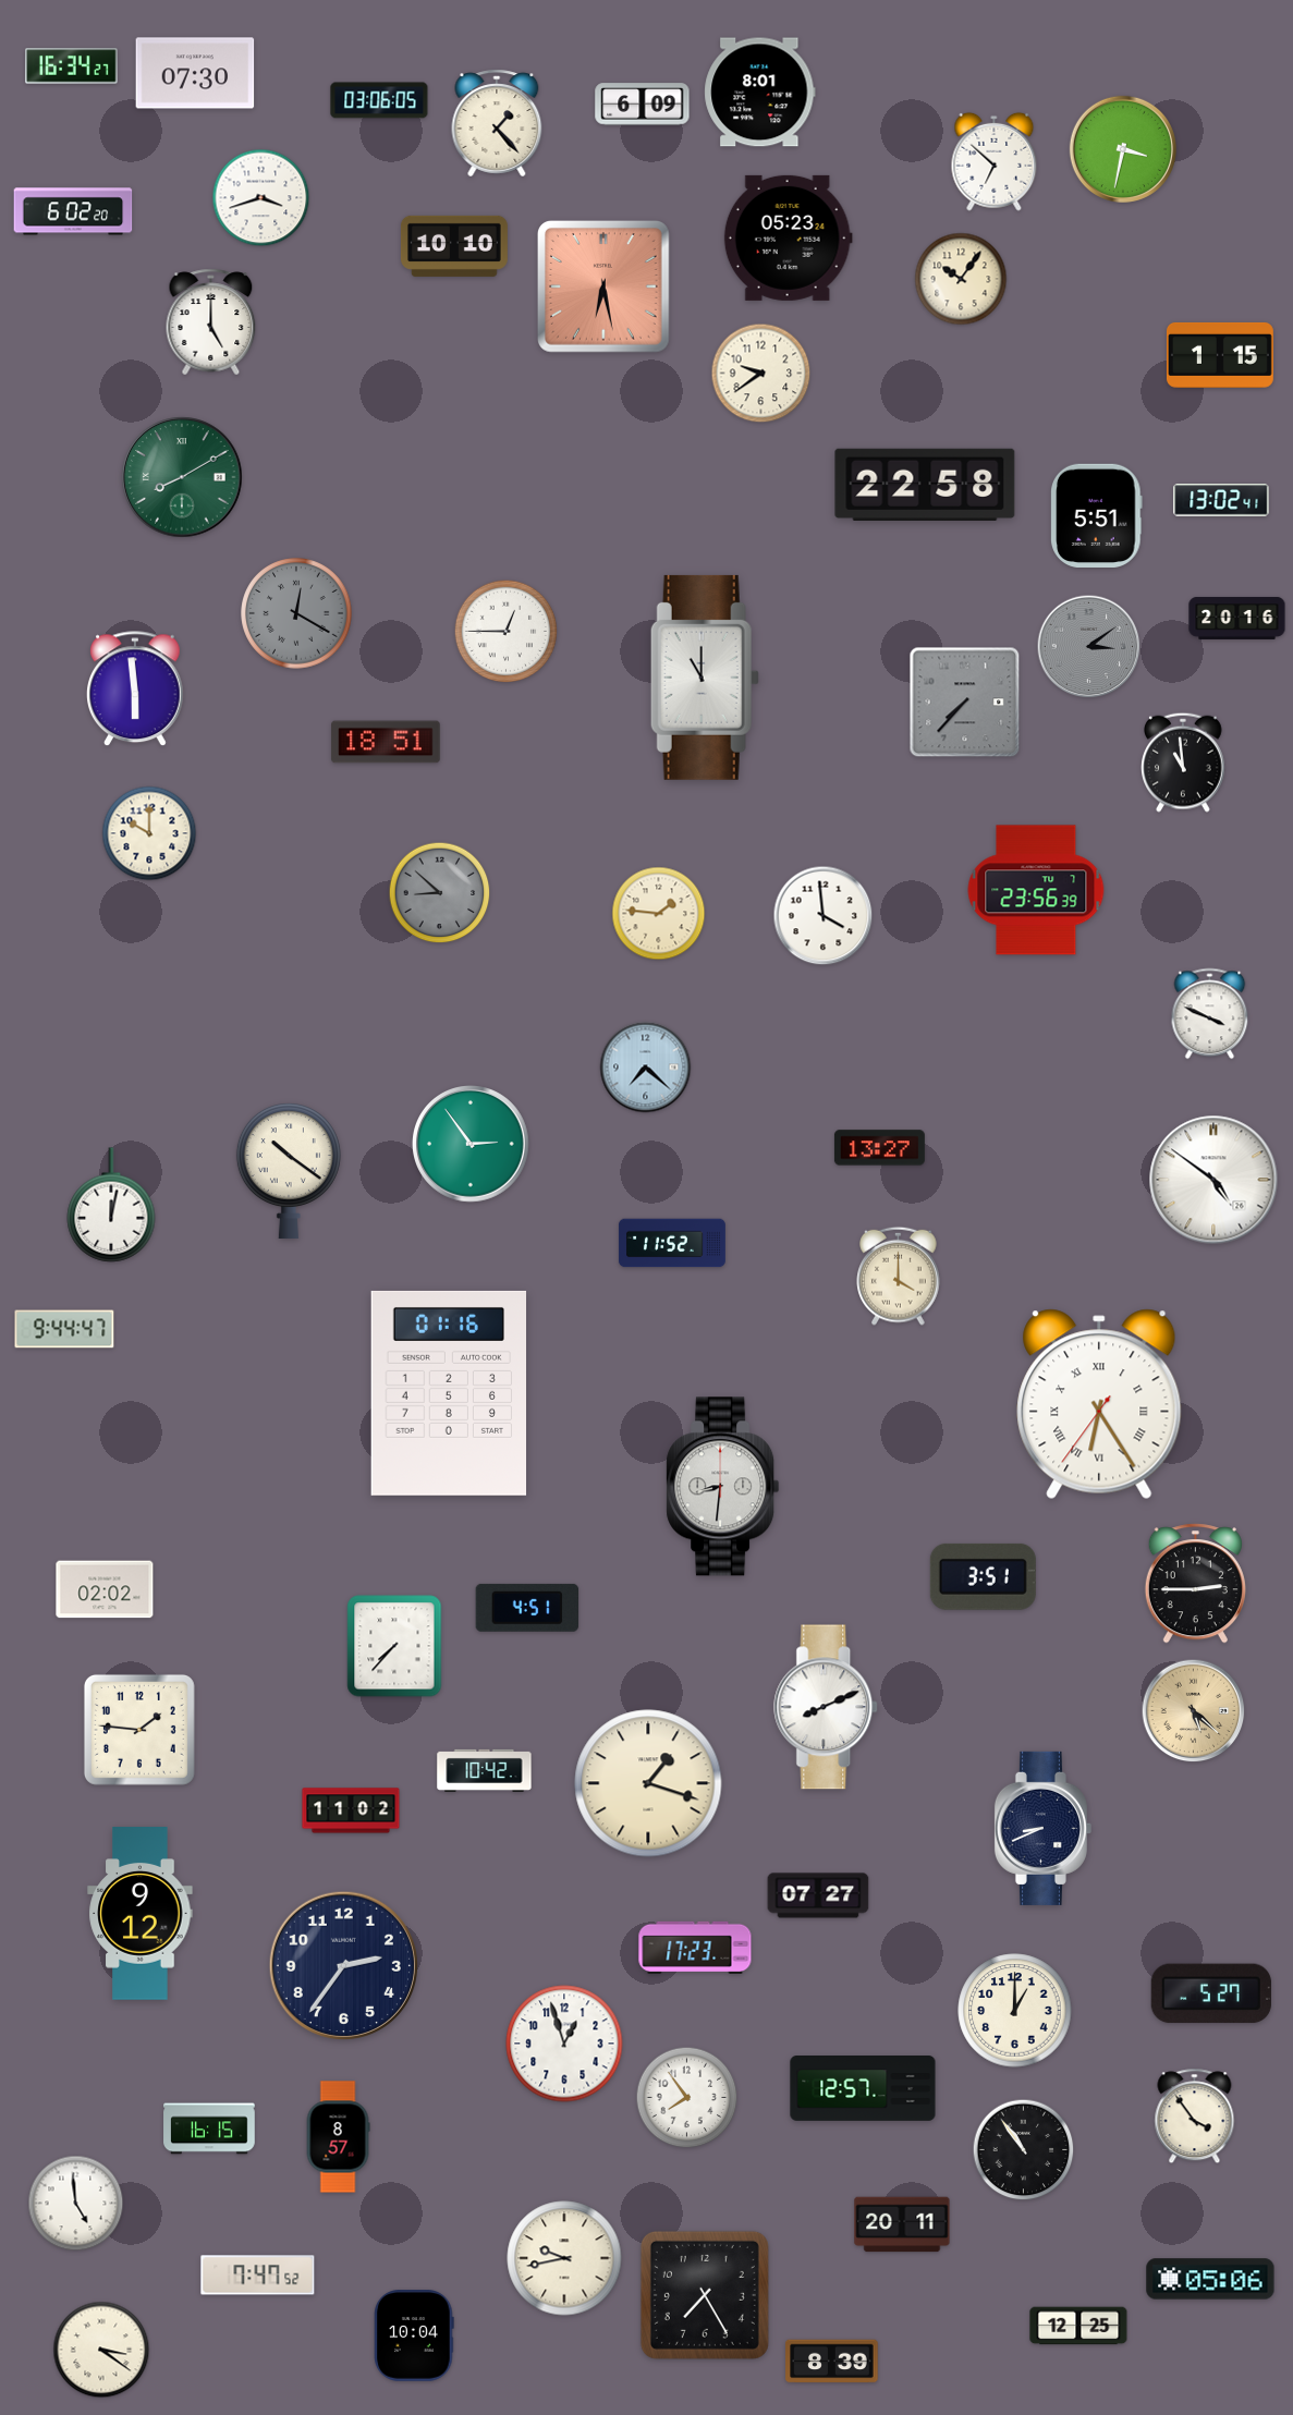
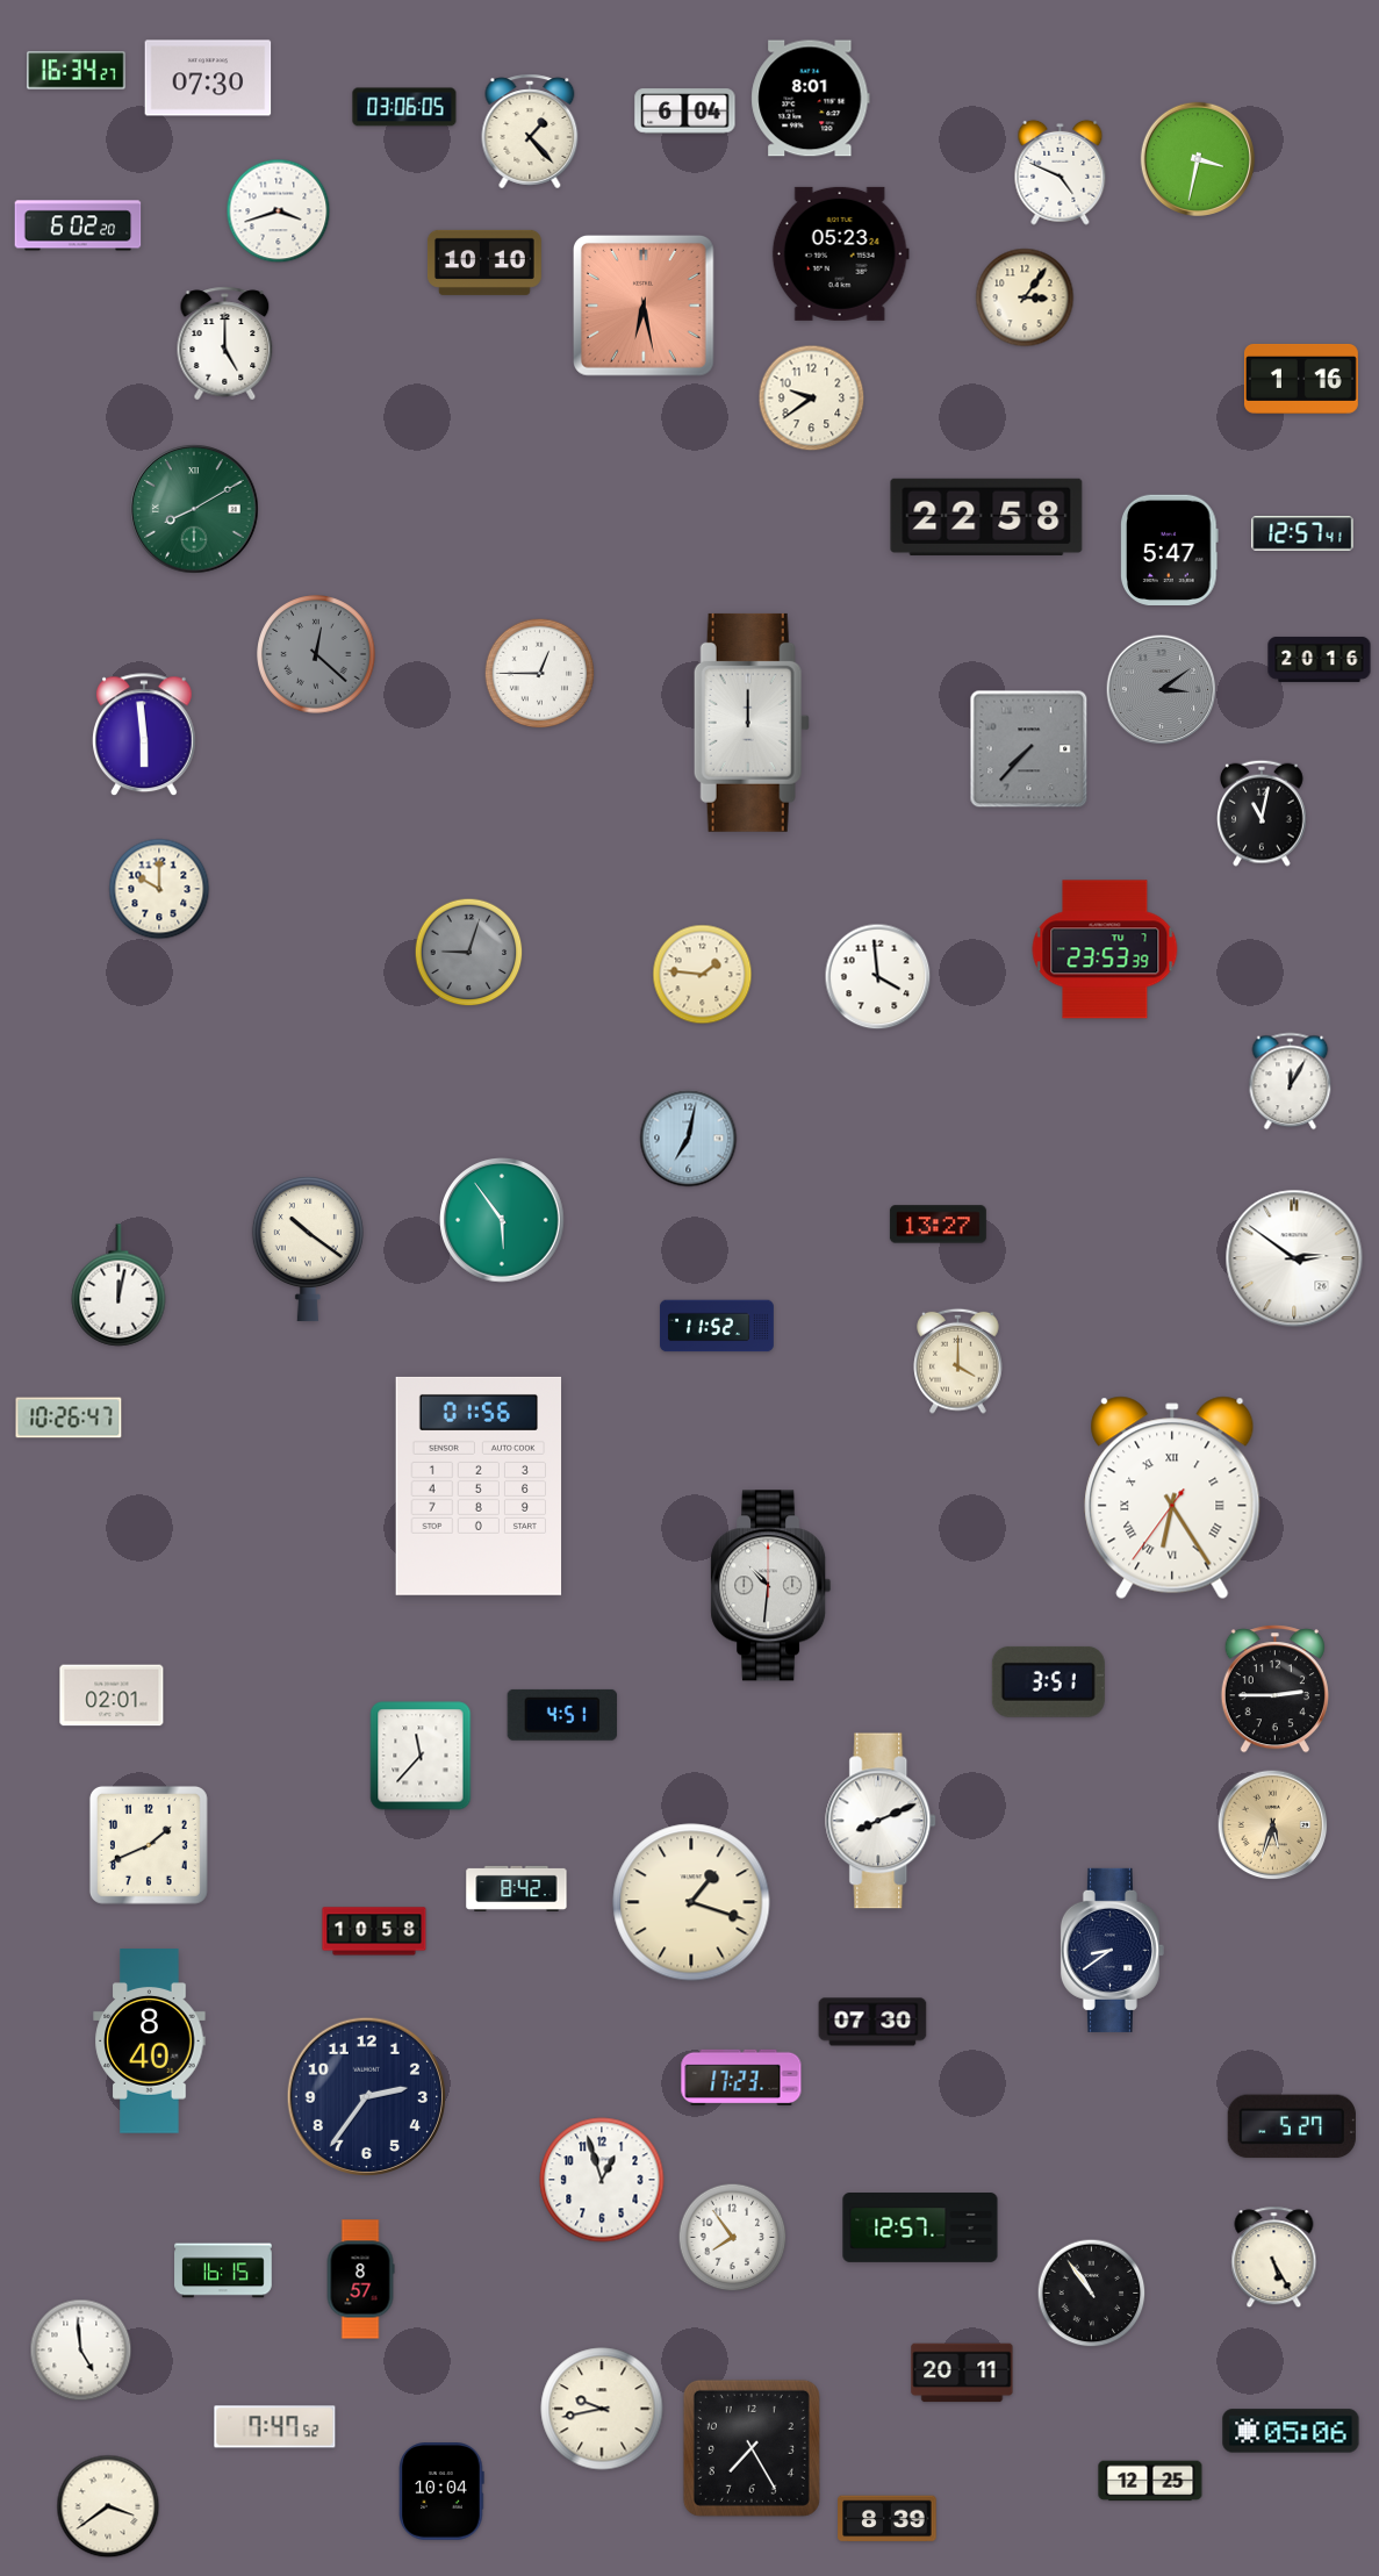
clock at (643, 105): 6:09 -> 6:04
clock at (995, 161): 6:52 -> 4:49
clock at (961, 279): 10:06 -> 3:06
clock at (1220, 355): 1:15 -> 1:16
clock at (1221, 500): 13:02 -> 12:57
clock at (1097, 515): 5:51 -> 5:47
clock at (296, 613): 12:20 -> 12:22
clock at (705, 678): 11:00 -> 12:00
clock at (386, 742): 18:51 -> none
clock at (1184, 763): 10:59 -> 11:02
clock at (1036, 890): 23:56 -> 23:53
clock at (440, 893): 8:52 -> 9:03
clock at (1210, 1014): 3:49 -> 12:05
clock at (646, 1068): 7:22 -> 7:02
clock at (472, 1145): 2:54 -> 5:54
clock at (1213, 1180): 4:51 -> 2:51
clock at (64, 1329): 9:44 -> 10:26
clock at (449, 1393): 01:16 -> 01:56
clock at (723, 1487): 8:31 -> 10:31
clock at (105, 1589): 02:02 -> 02:01
clock at (394, 1646): 7:37 -> 11:37
clock at (1194, 1711): 5:22 -> 5:33
clock at (139, 1730): 1:46 -> 1:41
clock at (485, 1770): 10:42 -> 8:42
clock at (351, 1810): 11:02 -> 10:58
clock at (1042, 1828): 8:41 -> 8:39
clock at (818, 1895): 07:27 -> 07:30
clock at (141, 1914): 9:12 -> 8:40
clock at (1015, 2011): 1:00 -> none
clock at (1195, 2117): 3:54 -> 5:25
clock at (101, 2350): 3:21 -> 3:39
